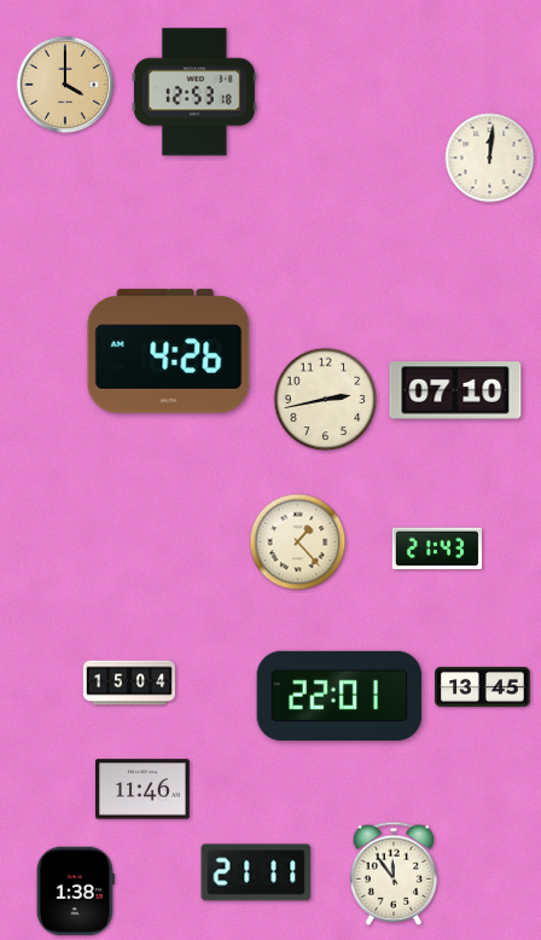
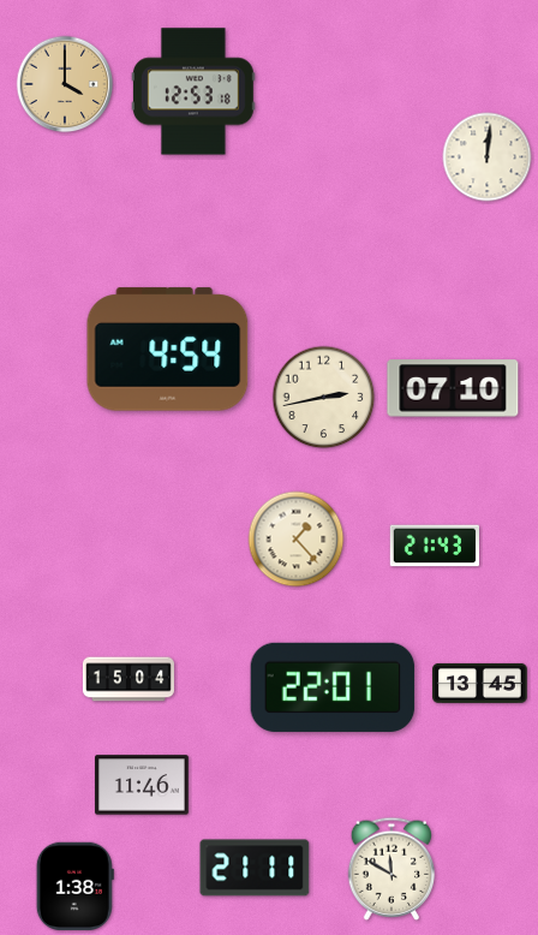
clock at (169, 352): 4:26 -> 4:54
clock at (339, 696) position: (339, 696) -> (333, 687)
clock at (394, 874): 11:54 -> 11:50
